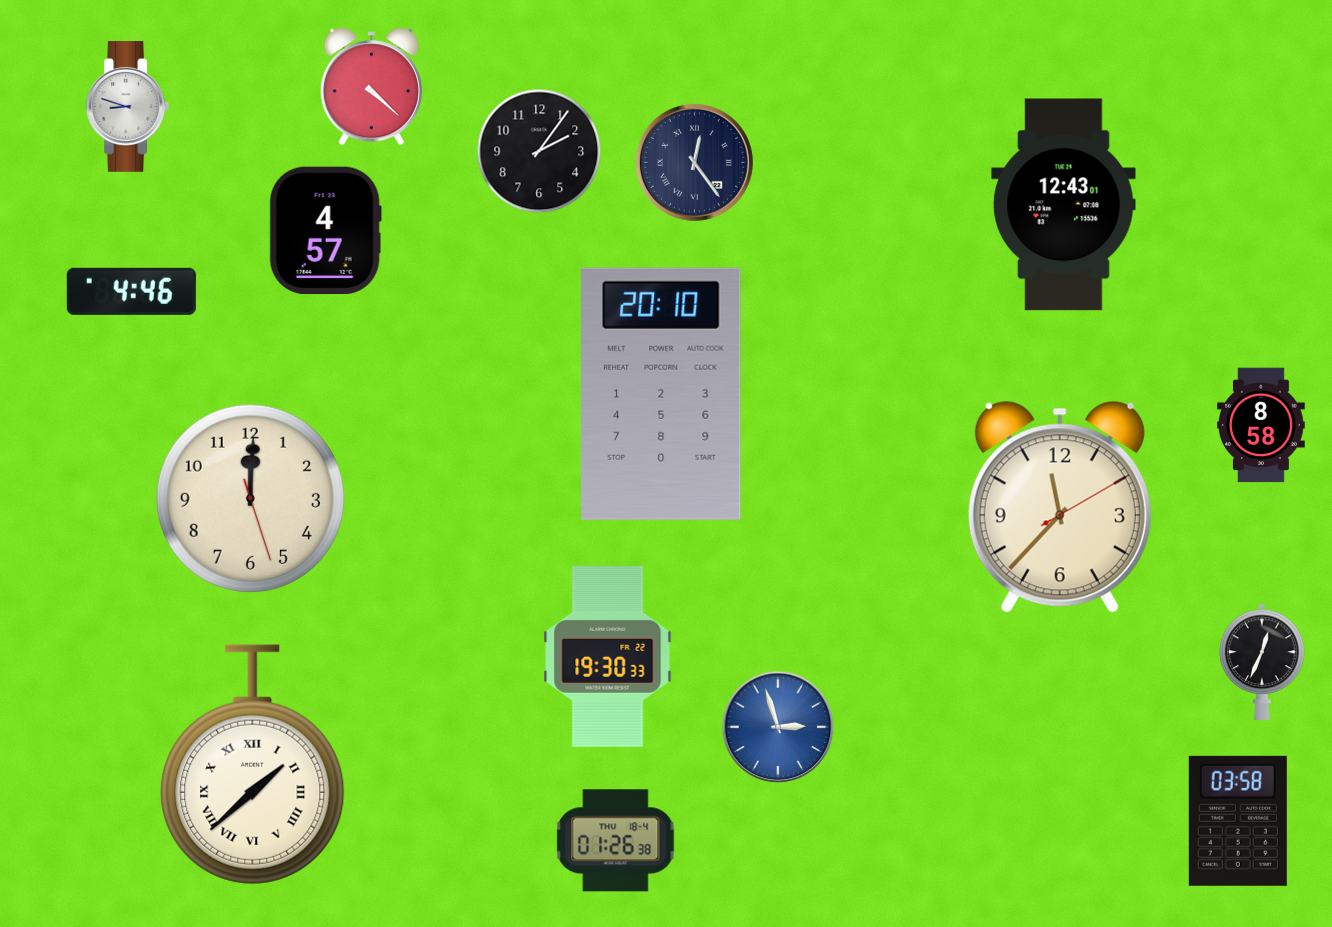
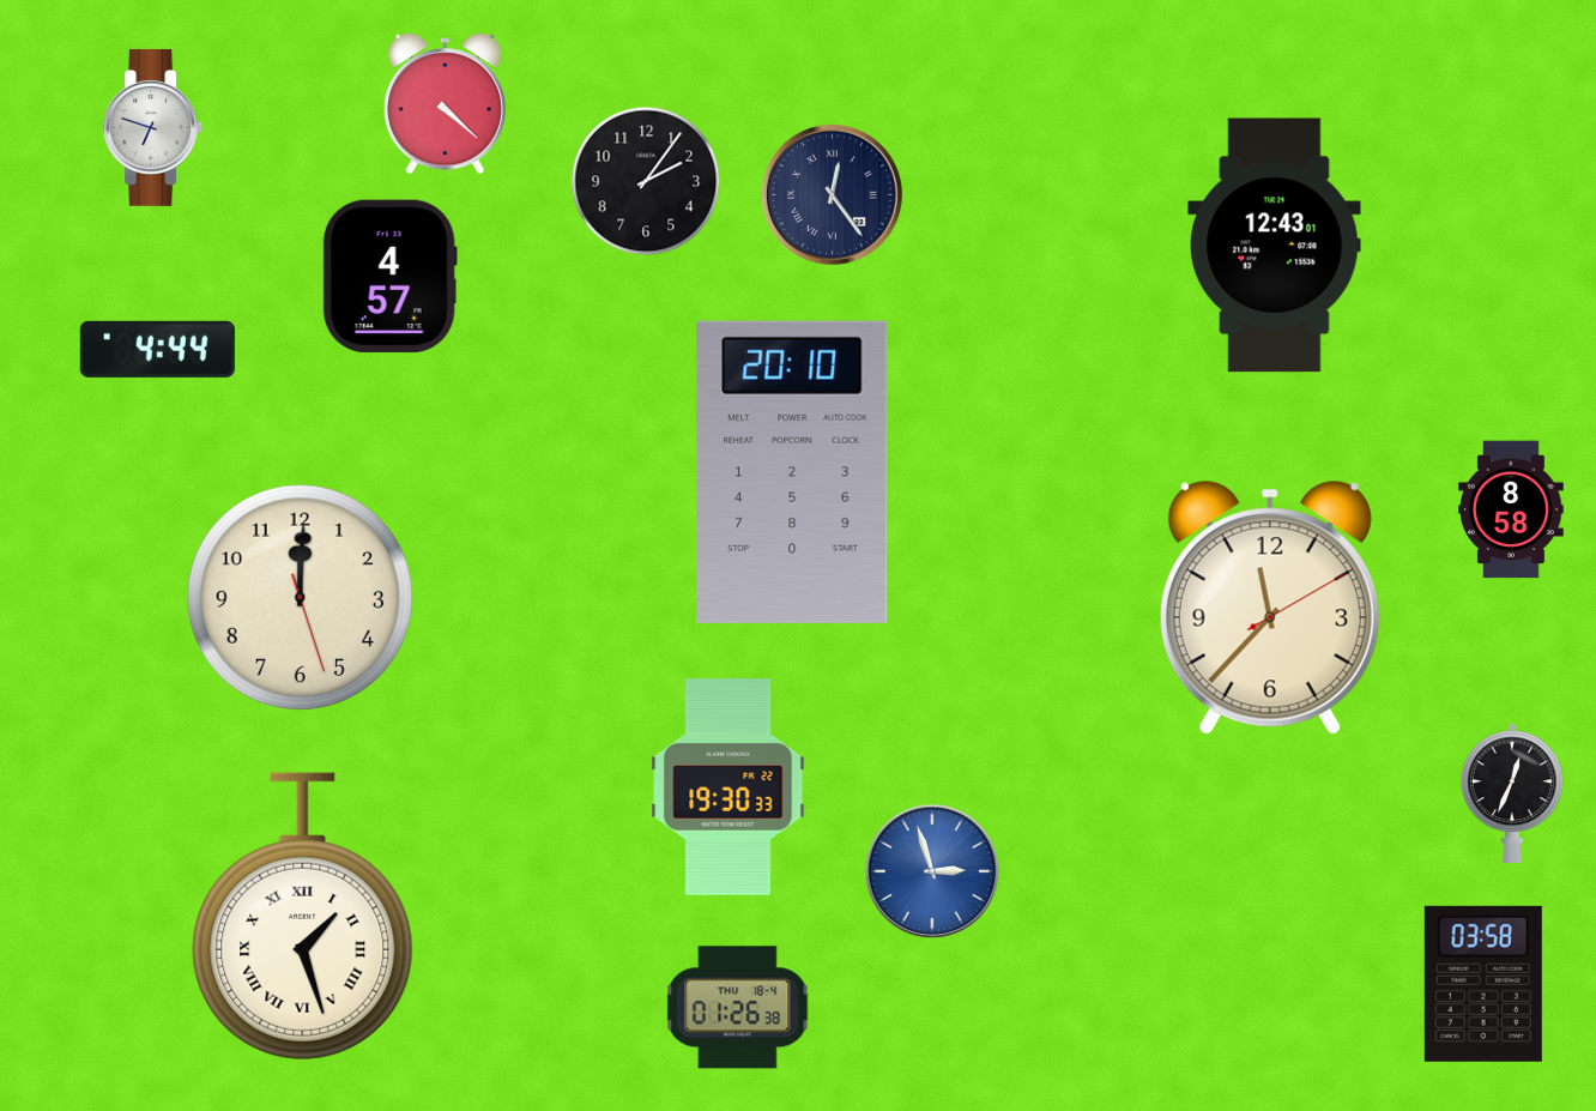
clock at (128, 106): 8:48 -> 6:48
clock at (131, 291): 4:46 -> 4:44
clock at (253, 765): 1:38 -> 1:27
